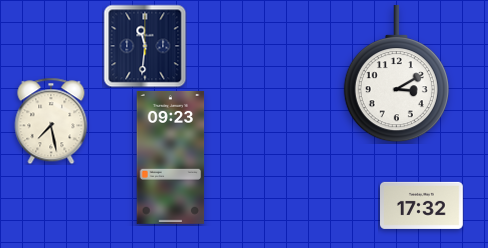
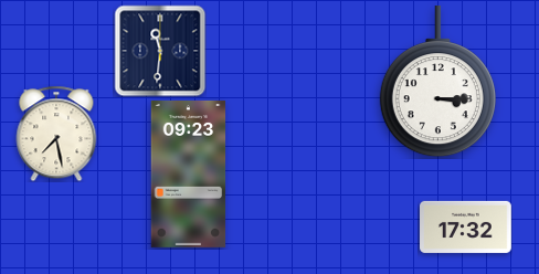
clock at (396, 75): 3:10 -> 3:15
